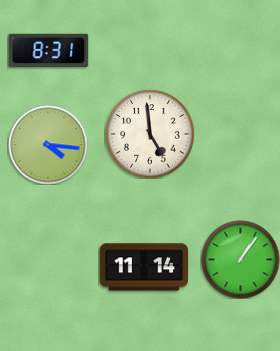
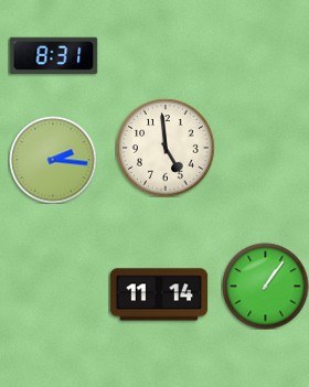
clock at (48, 145): 4:16 -> 2:16
